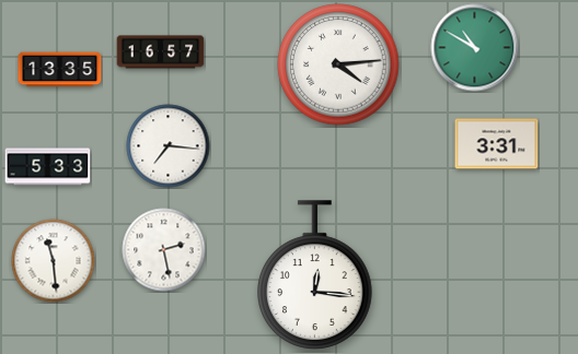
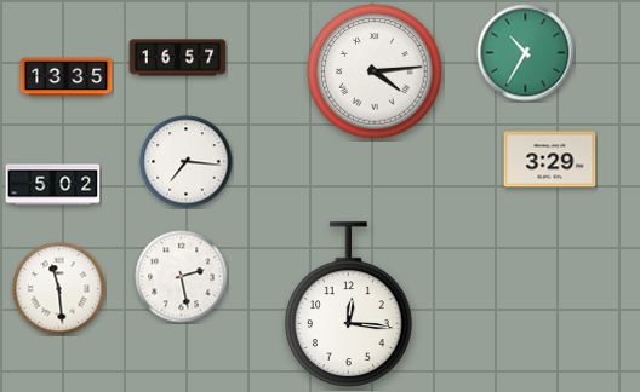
clock at (475, 48): 10:50 -> 10:35
clock at (497, 144): 3:31 -> 3:29
clock at (48, 167): 5:33 -> 5:02
